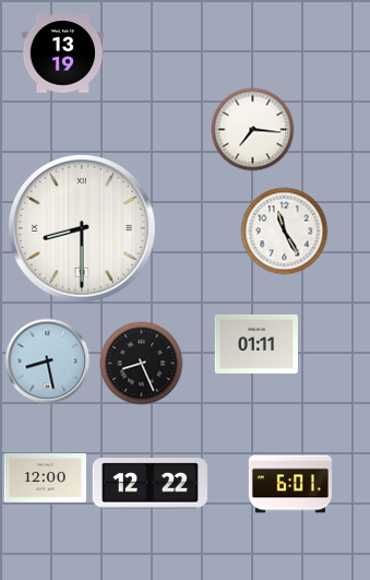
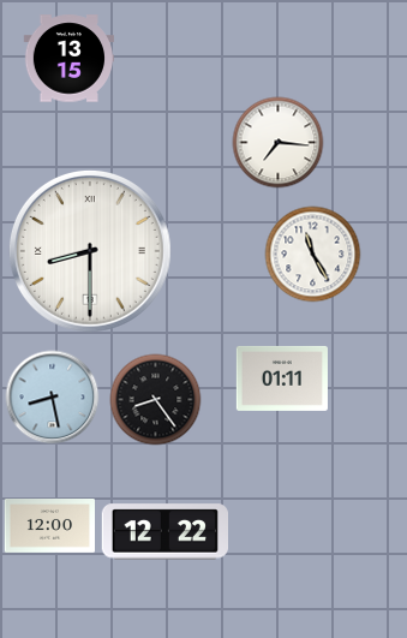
clock at (62, 54): 13:19 -> 13:15
clock at (142, 364): 8:26 -> 8:24
clock at (289, 484): 6:01 -> none
